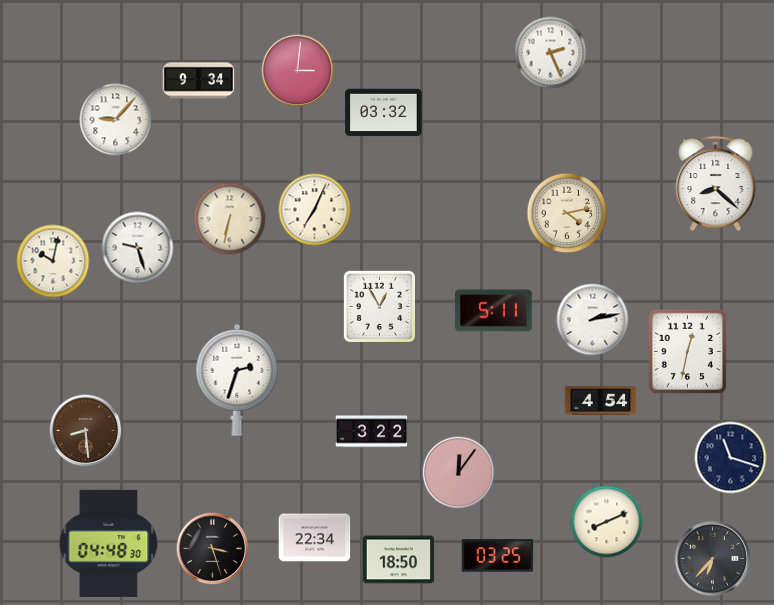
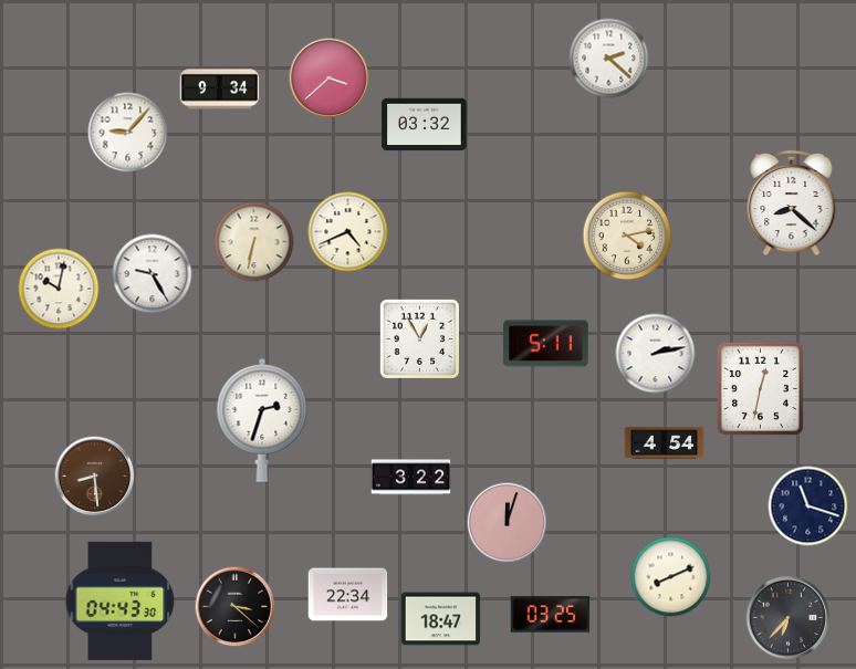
clock at (551, 53): 2:26 -> 2:22
clock at (298, 71): 3:01 -> 3:38
clock at (315, 210): 7:04 -> 4:41
clock at (138, 248): 9:27 -> 9:25
clock at (459, 473): 12:06 -> 12:03
clock at (109, 543): 04:48 -> 04:43
clock at (213, 549): 3:27 -> 3:22
clock at (399, 560): 18:50 -> 18:47
